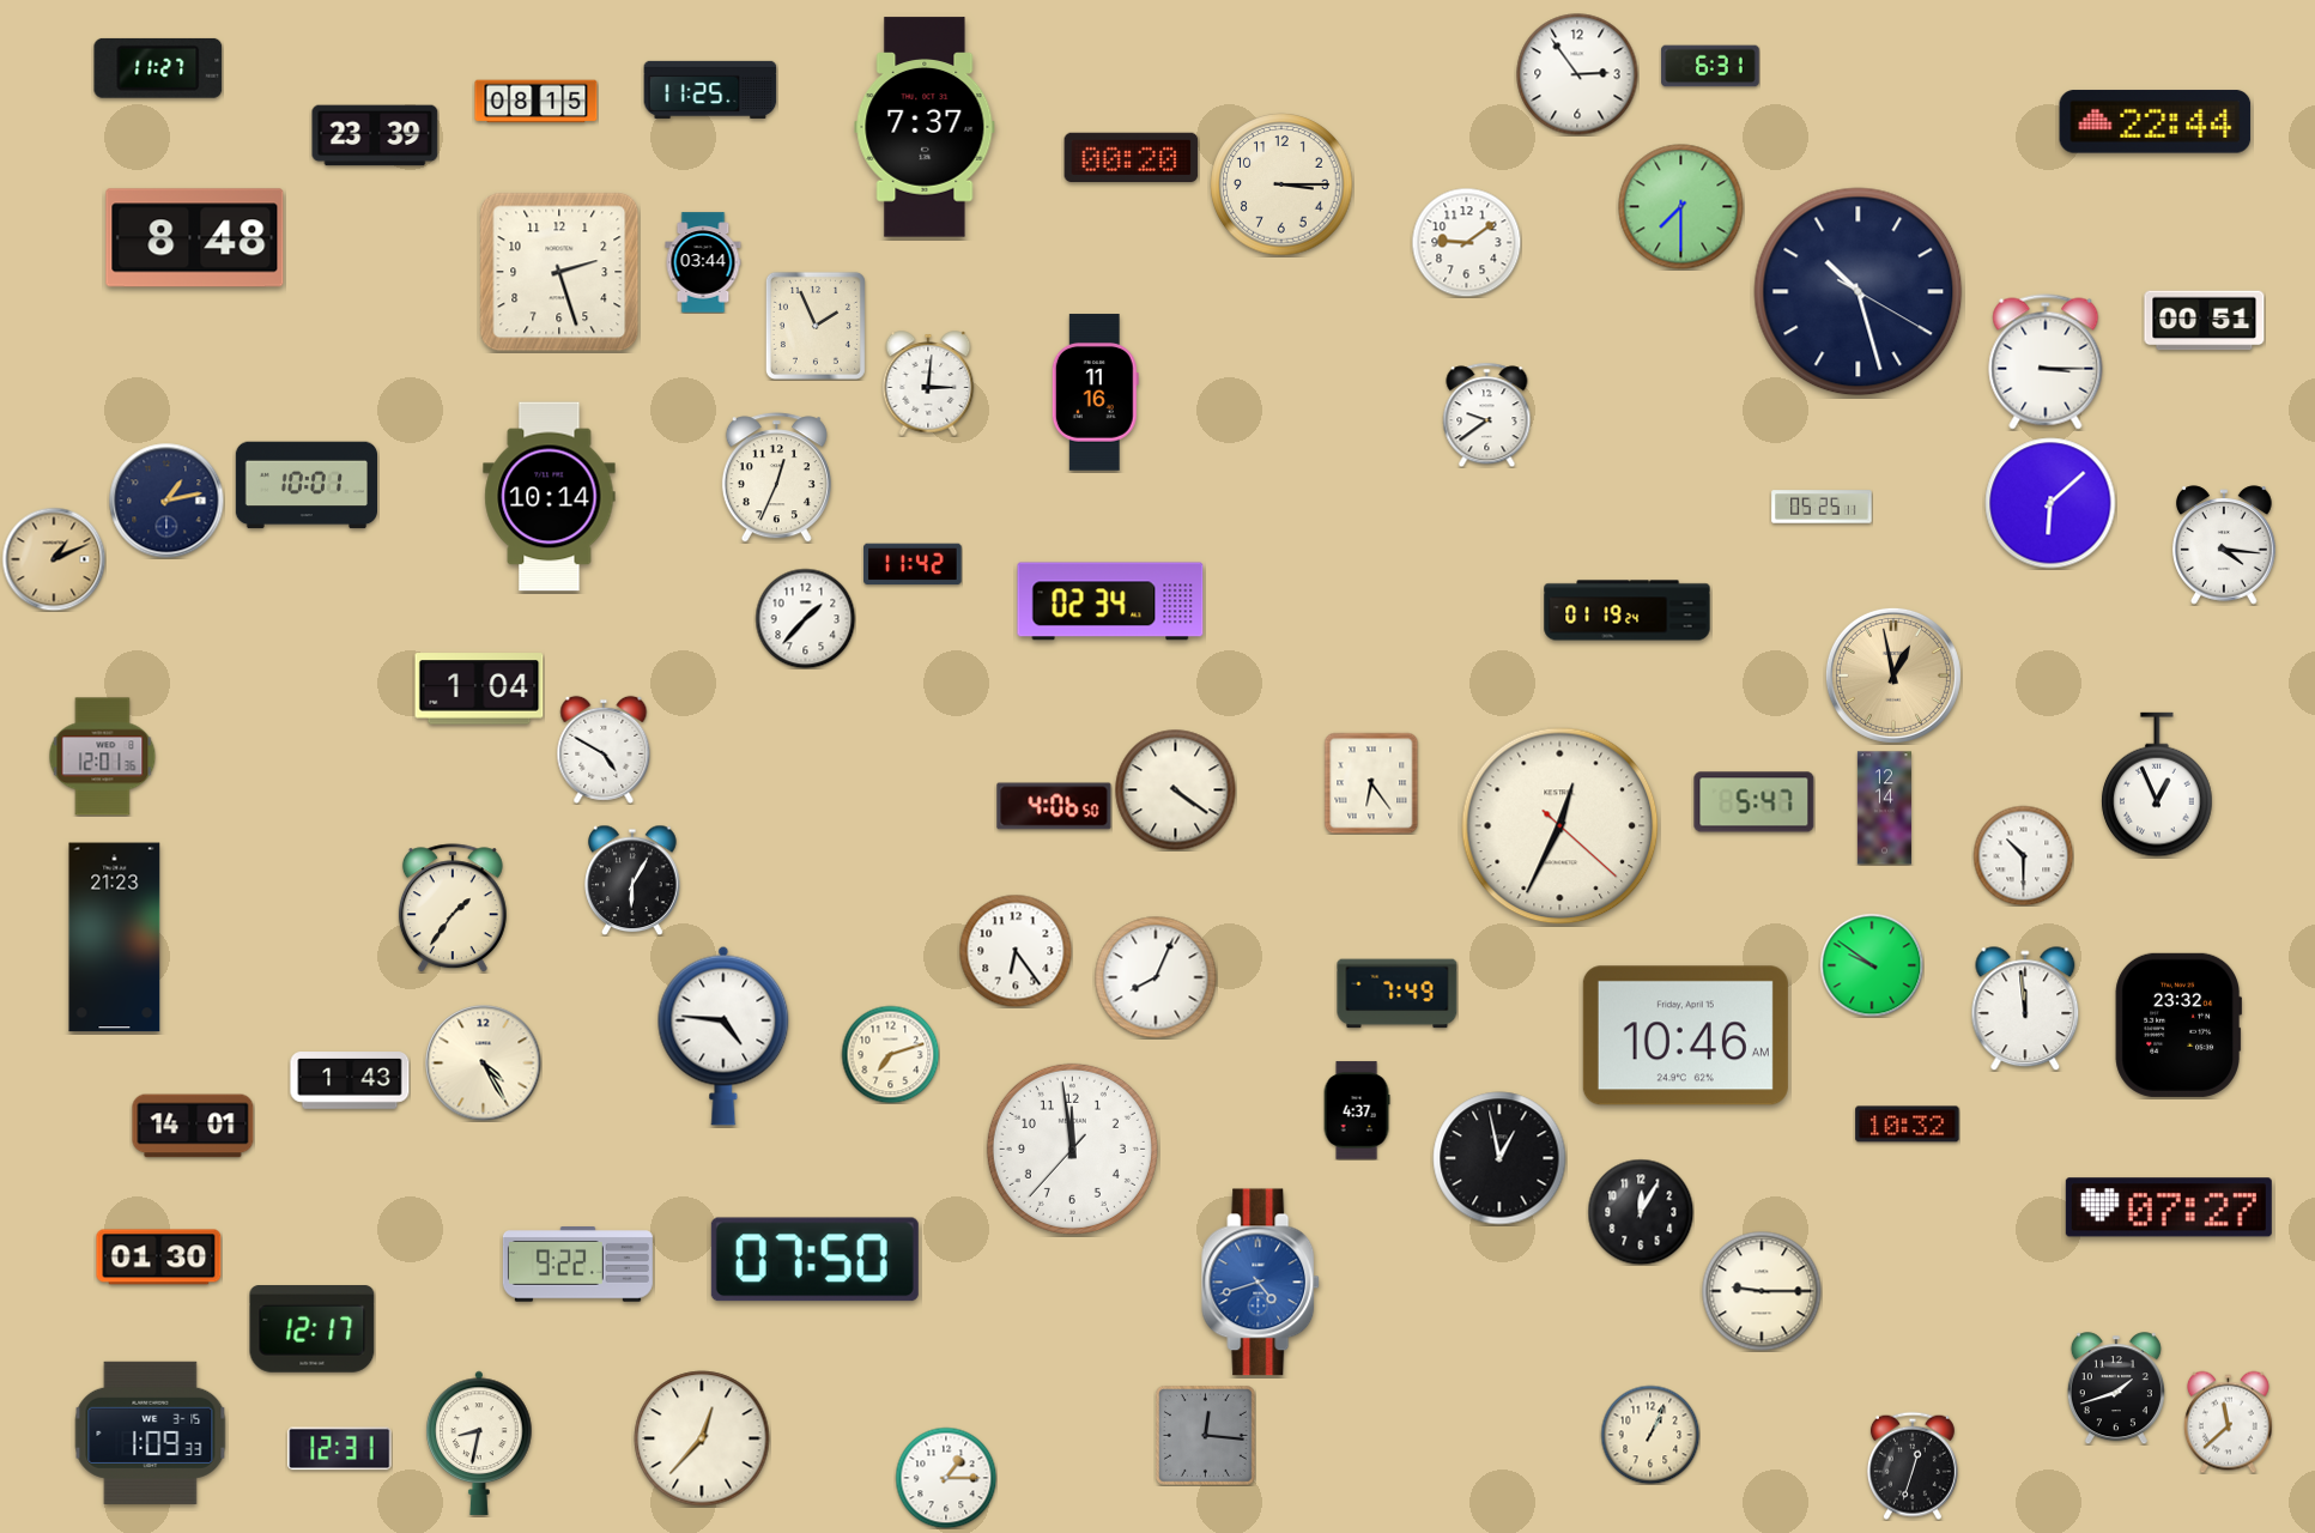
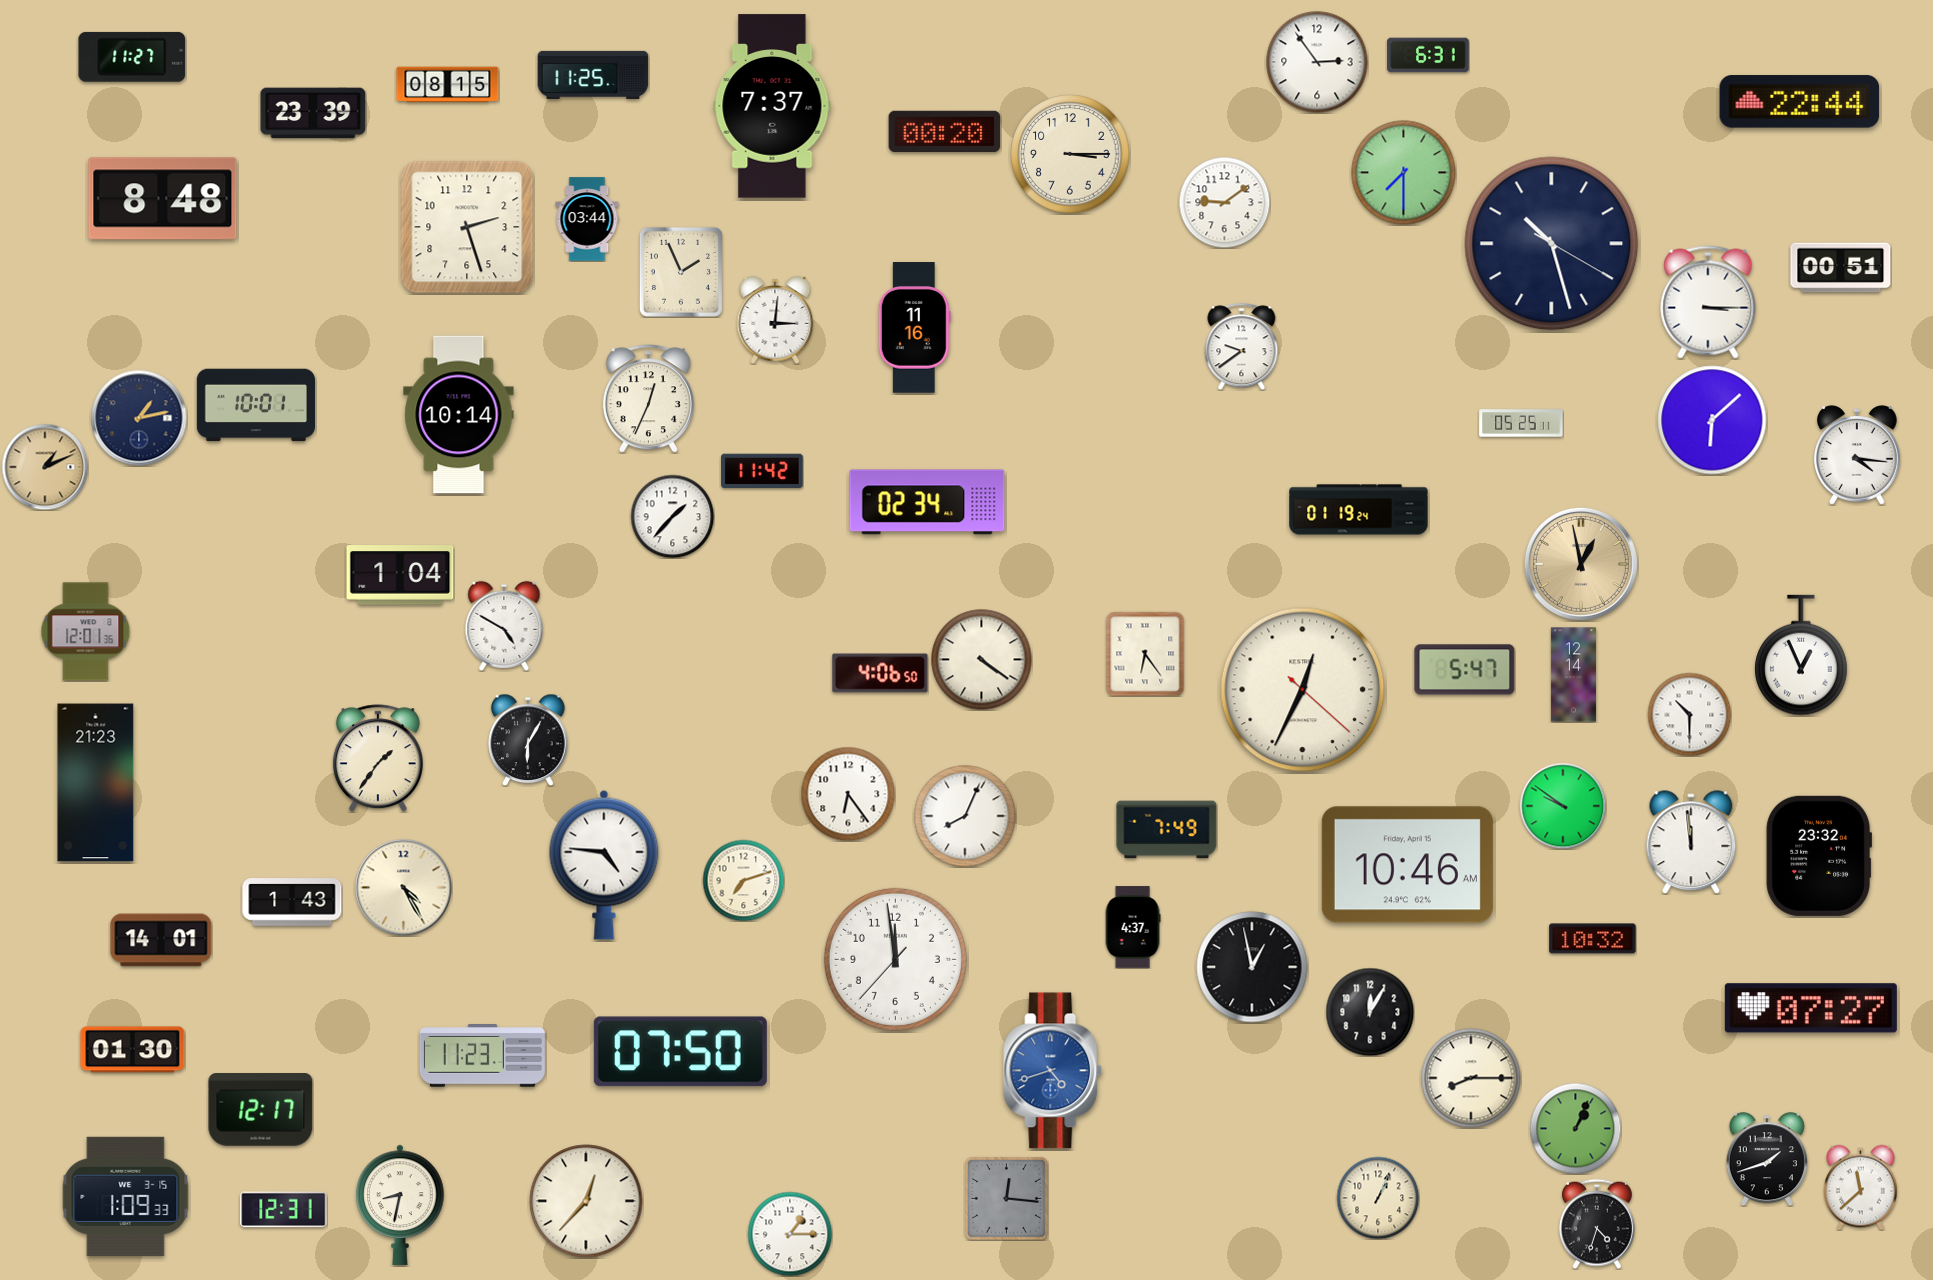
clock at (632, 880) position: (632, 880) -> (528, 740)
clock at (577, 1265): 9:22 -> 11:23
clock at (1762, 1291): 9:15 -> 8:15
clock at (1575, 1128): none -> 1:04
clock at (1913, 1466): 12:33 -> 4:33
